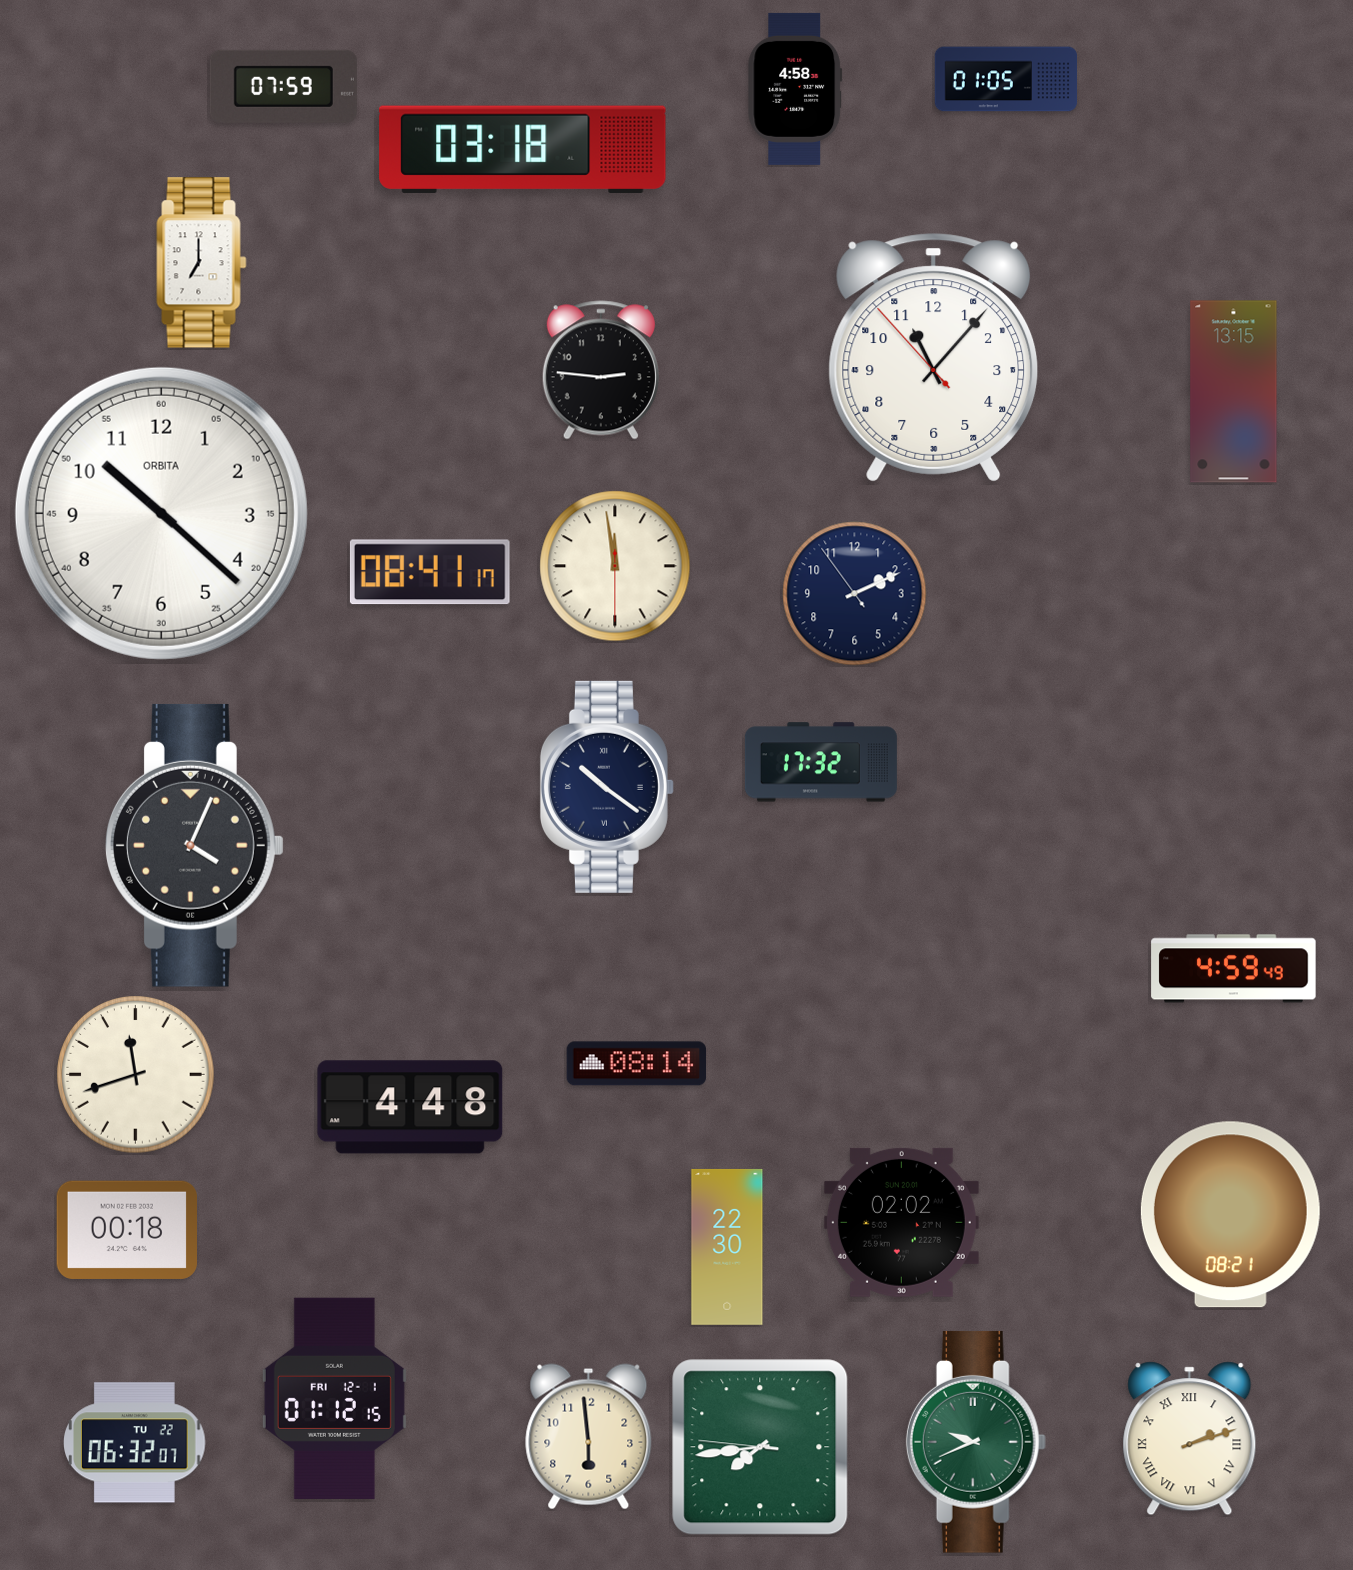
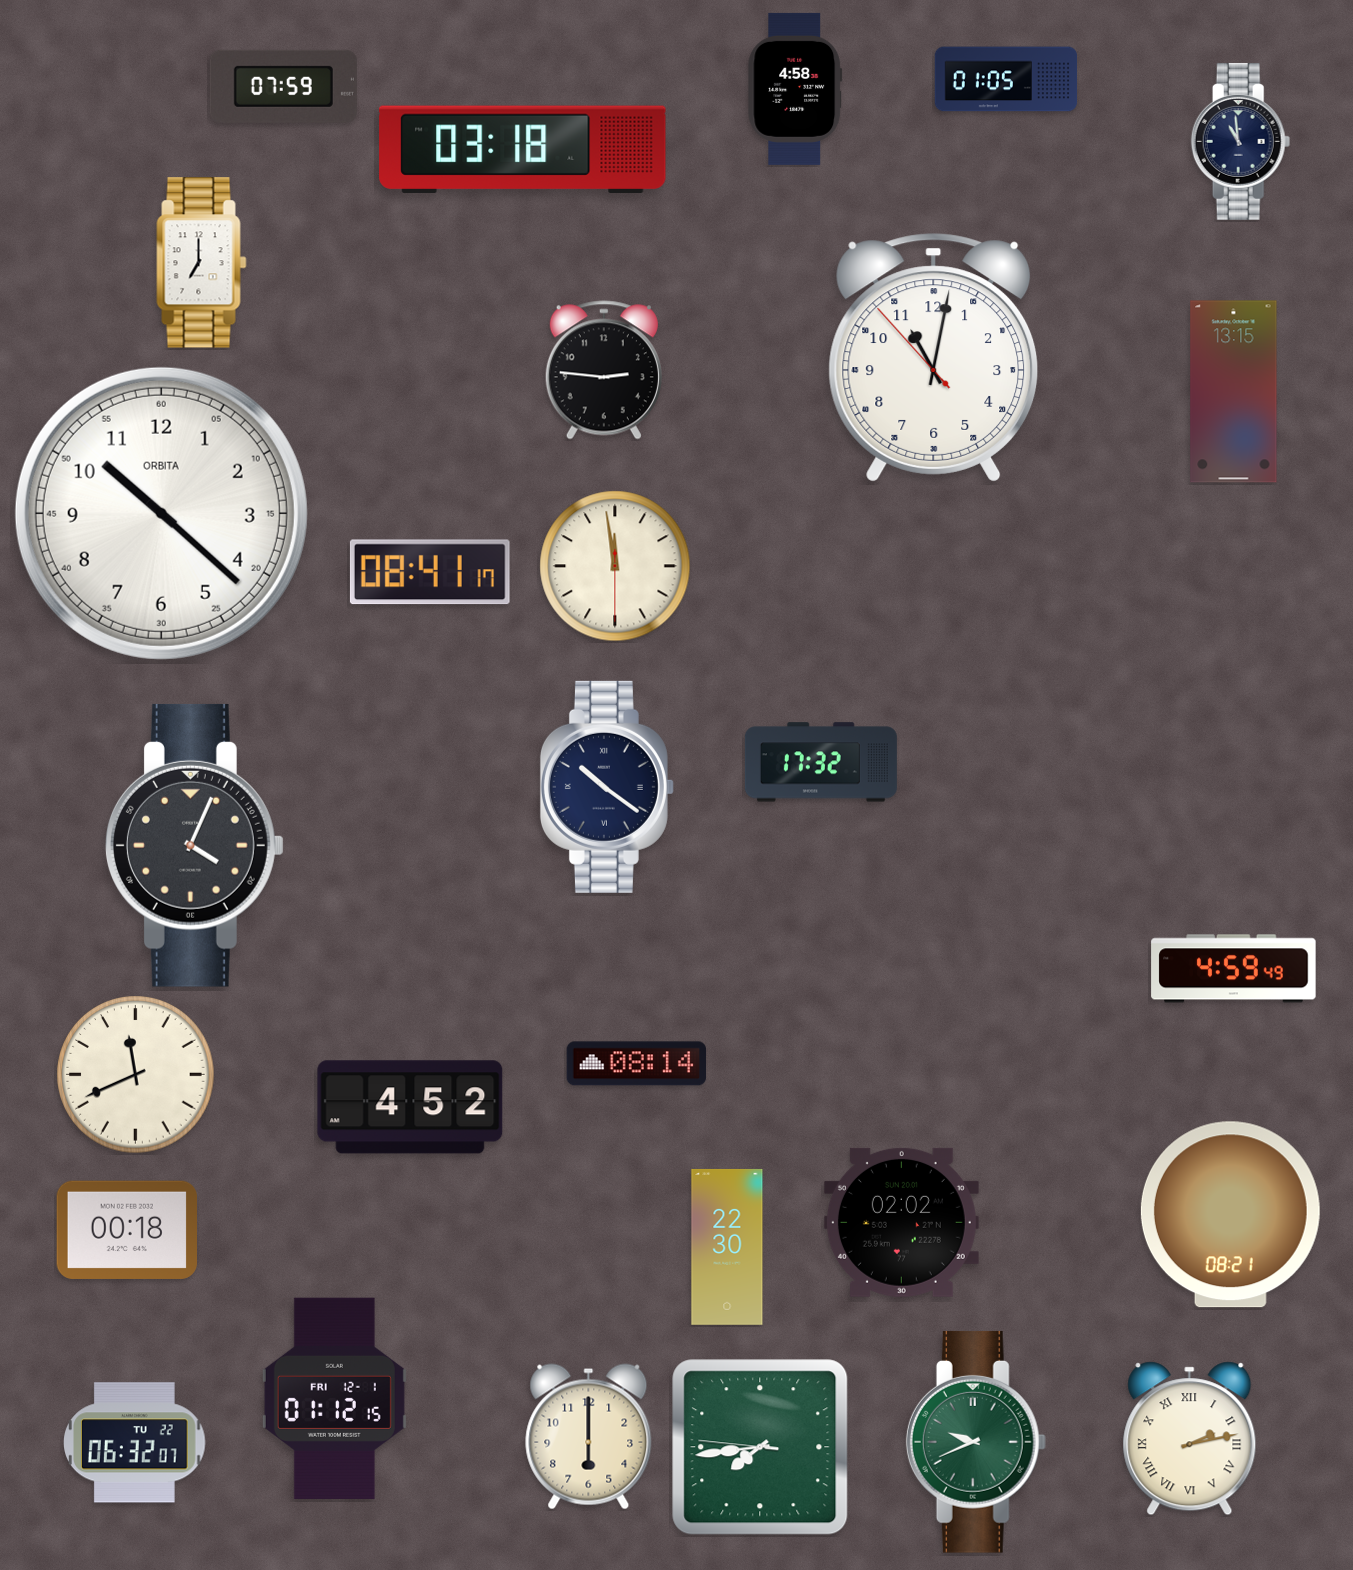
clock at (1241, 141): none -> 10:59
clock at (934, 358): 11:06 -> 11:01
clock at (601, 370) position: (601, 370) -> (604, 370)
clock at (855, 594): 2:10 -> none
clock at (136, 1075): 11:42 -> 11:41
clock at (410, 1107): 4:48 -> 4:52
clock at (589, 1437): 5:59 -> 6:00
clock at (1190, 1439): 2:12 -> 2:13
